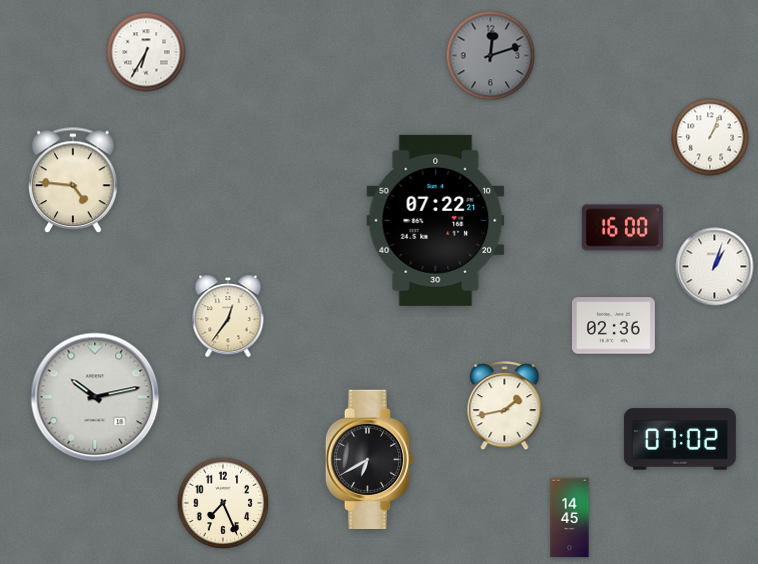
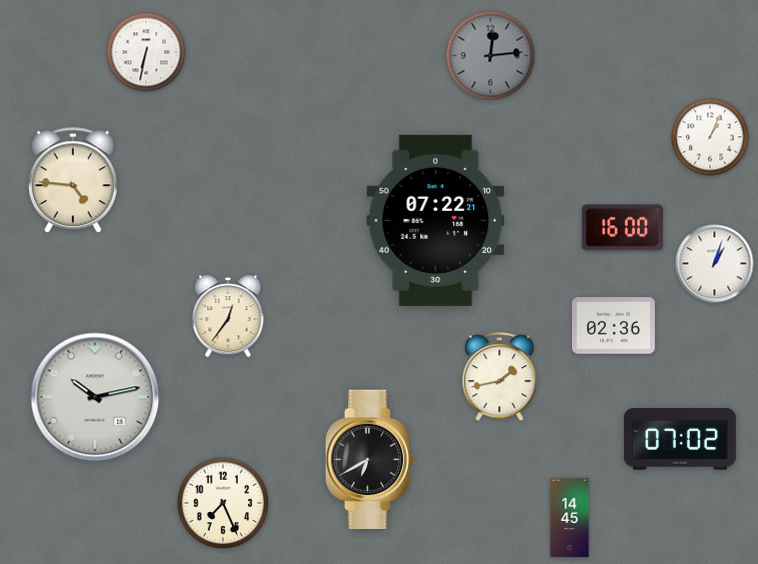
clock at (146, 52): 6:35 -> 6:32
clock at (491, 56): 12:12 -> 12:14
clock at (715, 267) position: (715, 267) -> (715, 264)
clock at (505, 406) position: (505, 406) -> (500, 377)
